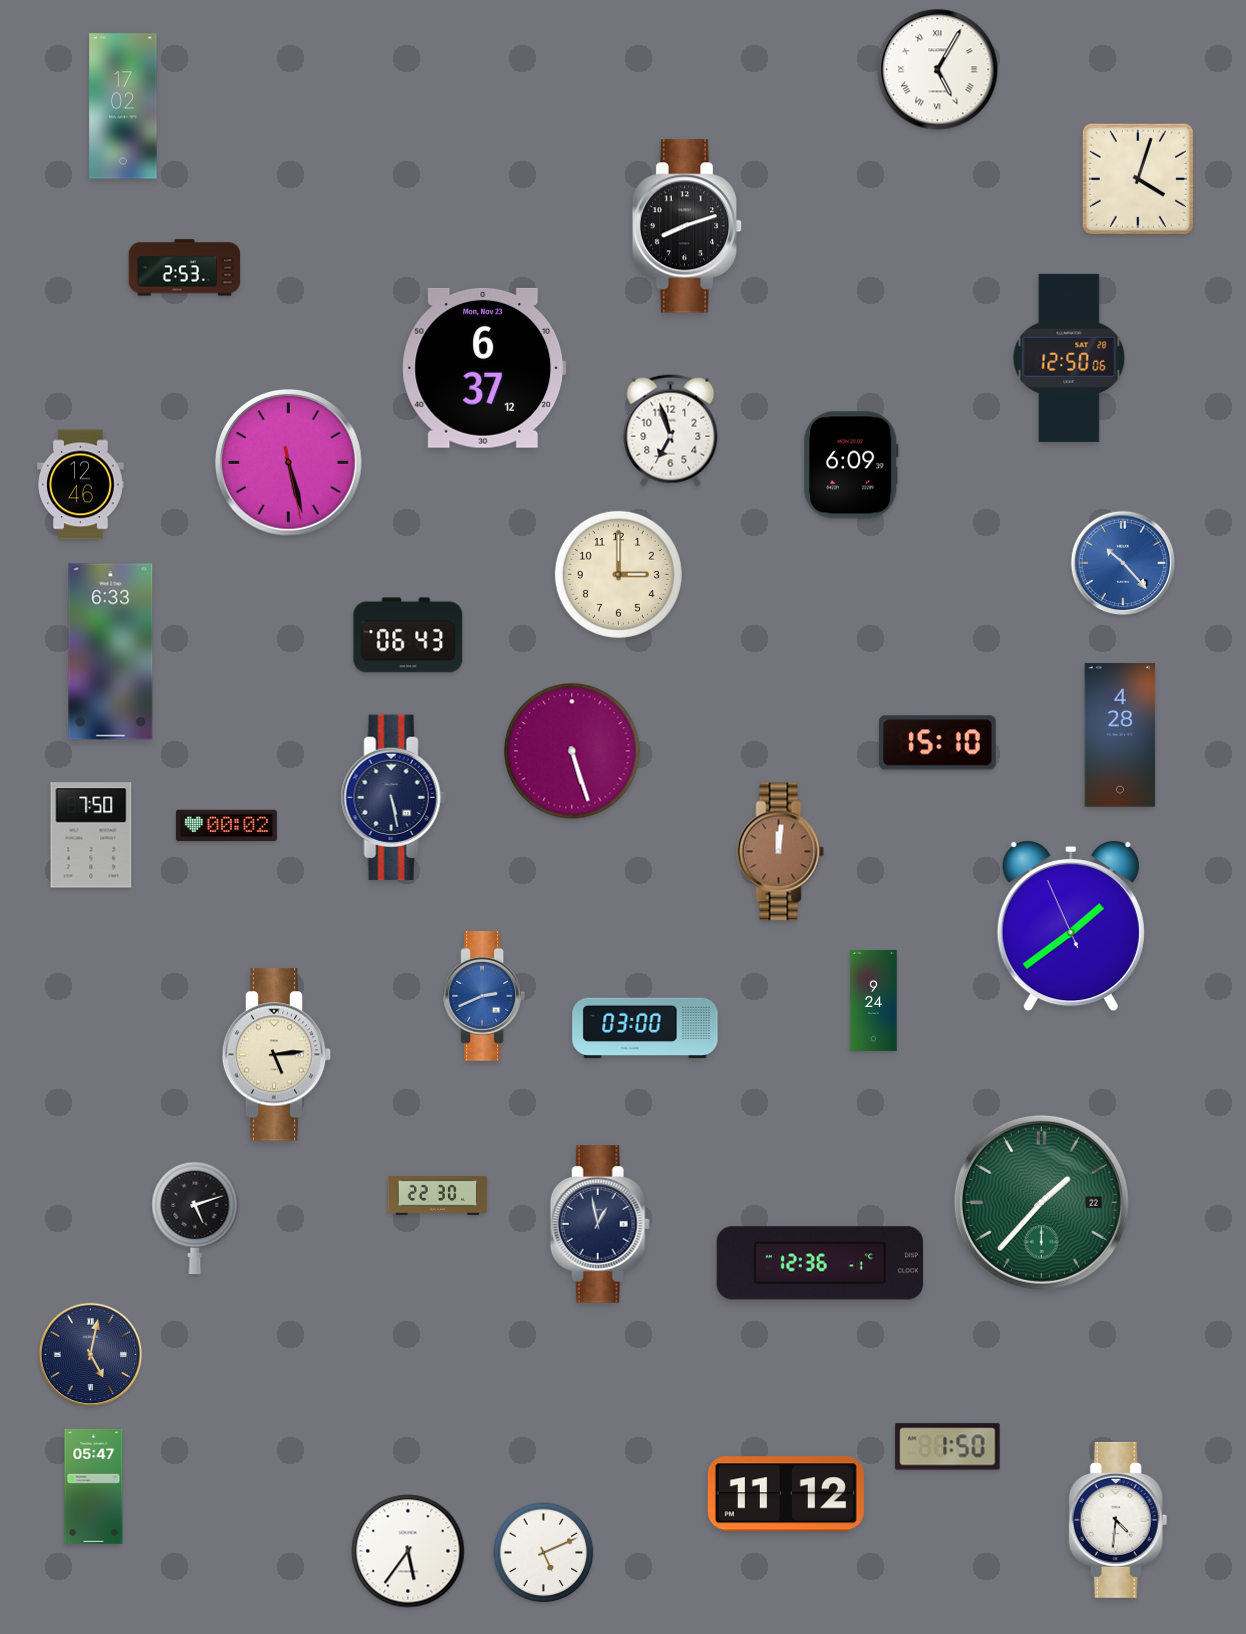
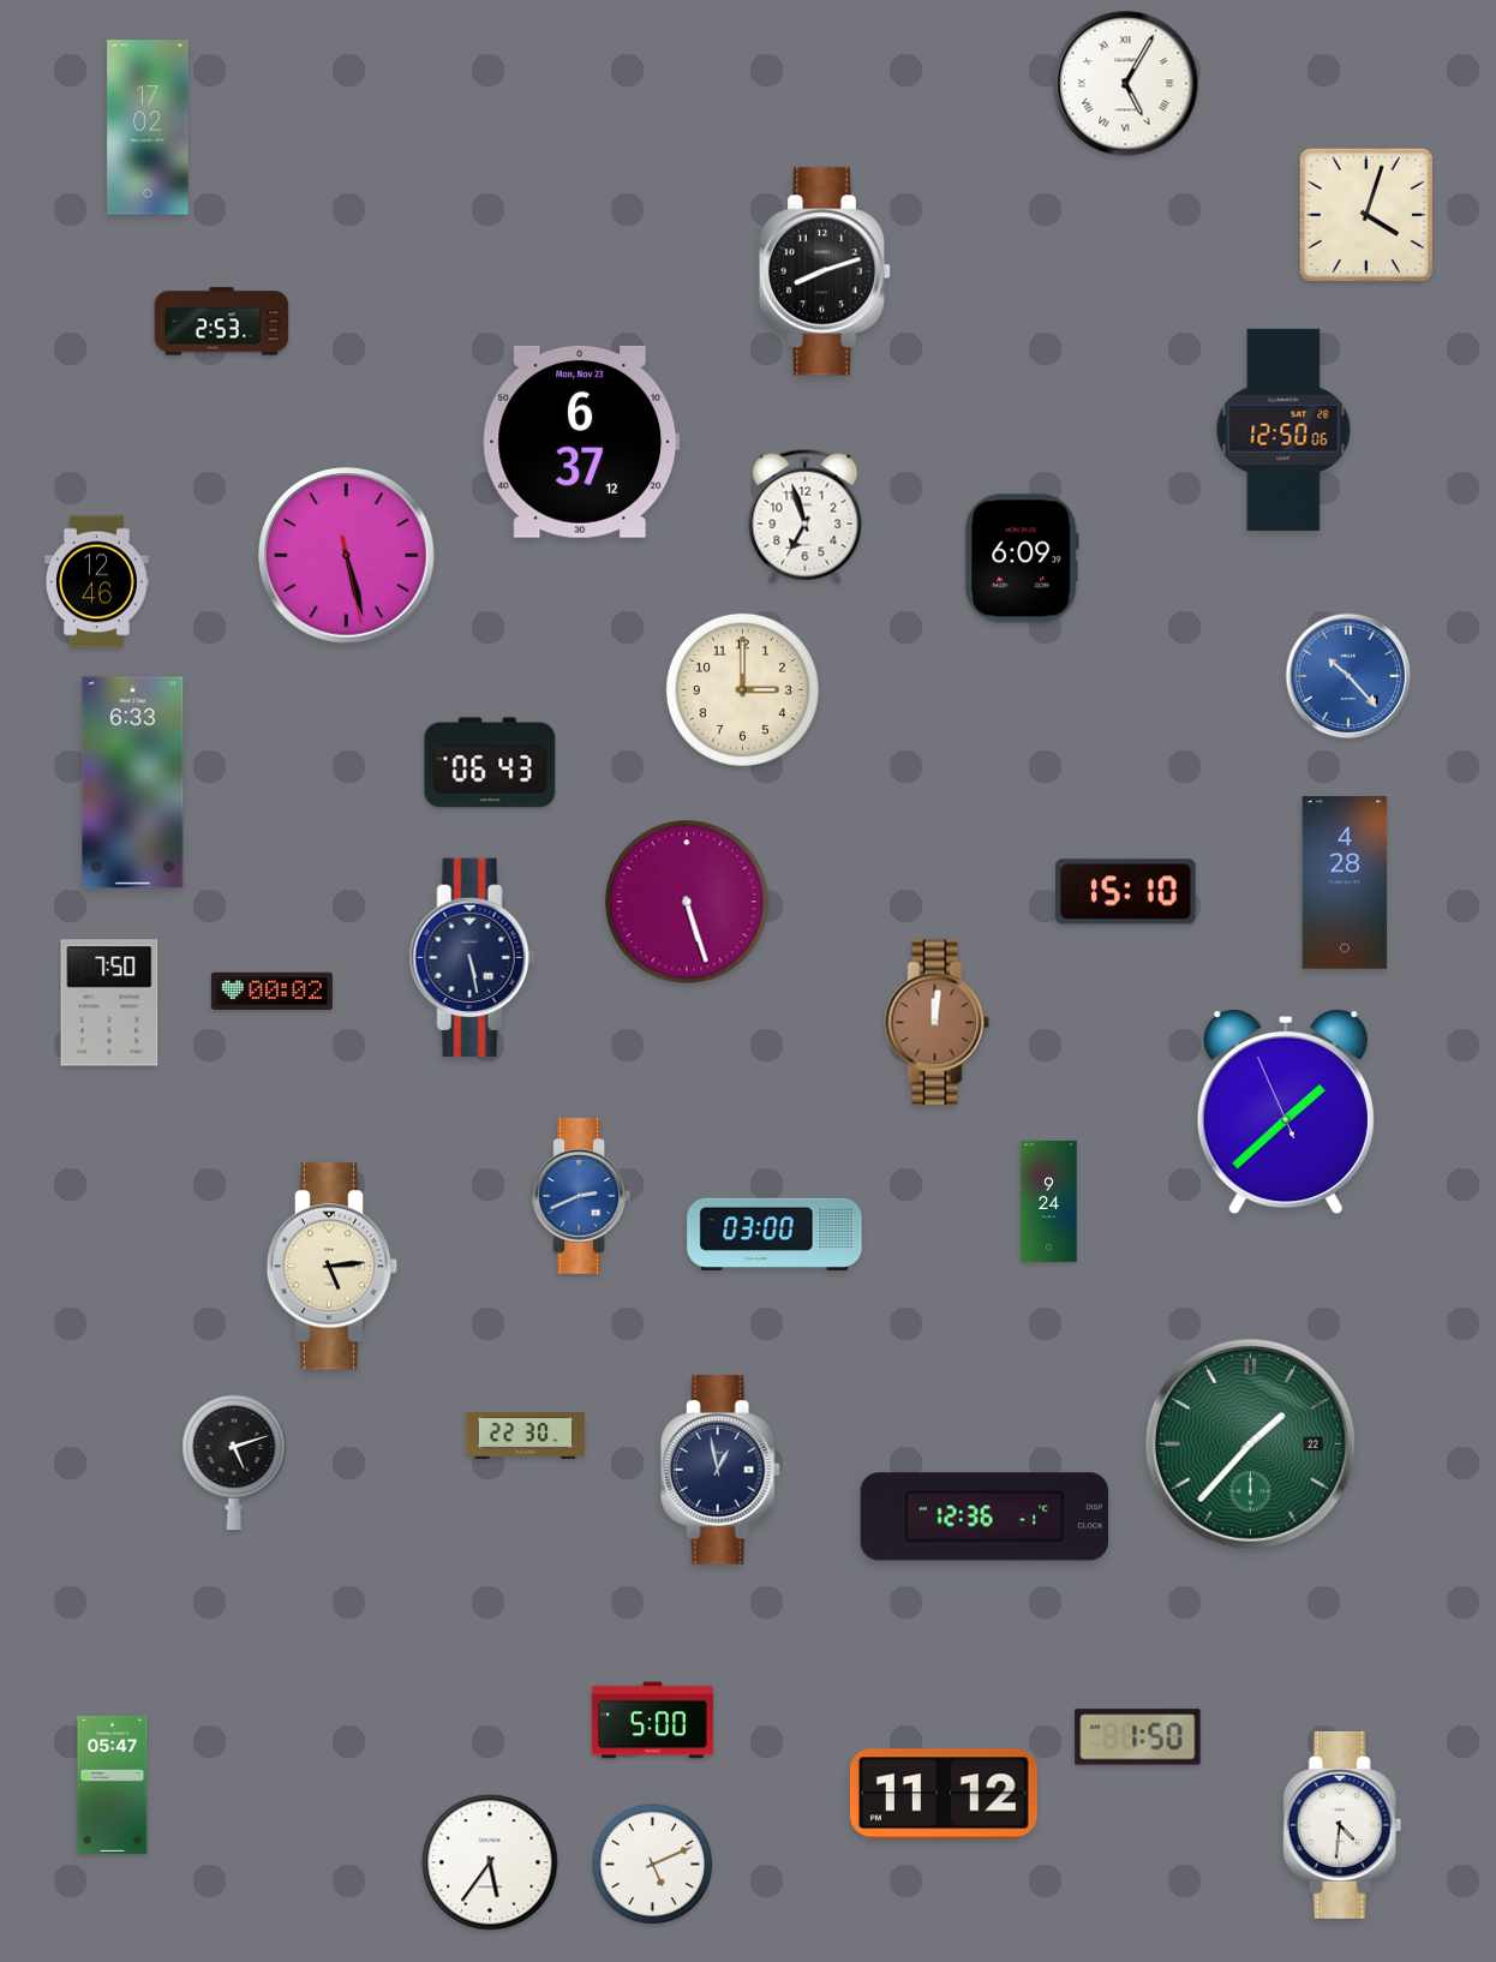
clock at (1071, 926): 1:38 -> 1:37
clock at (91, 1355): 5:02 -> none
clock at (652, 1721): none -> 5:00
